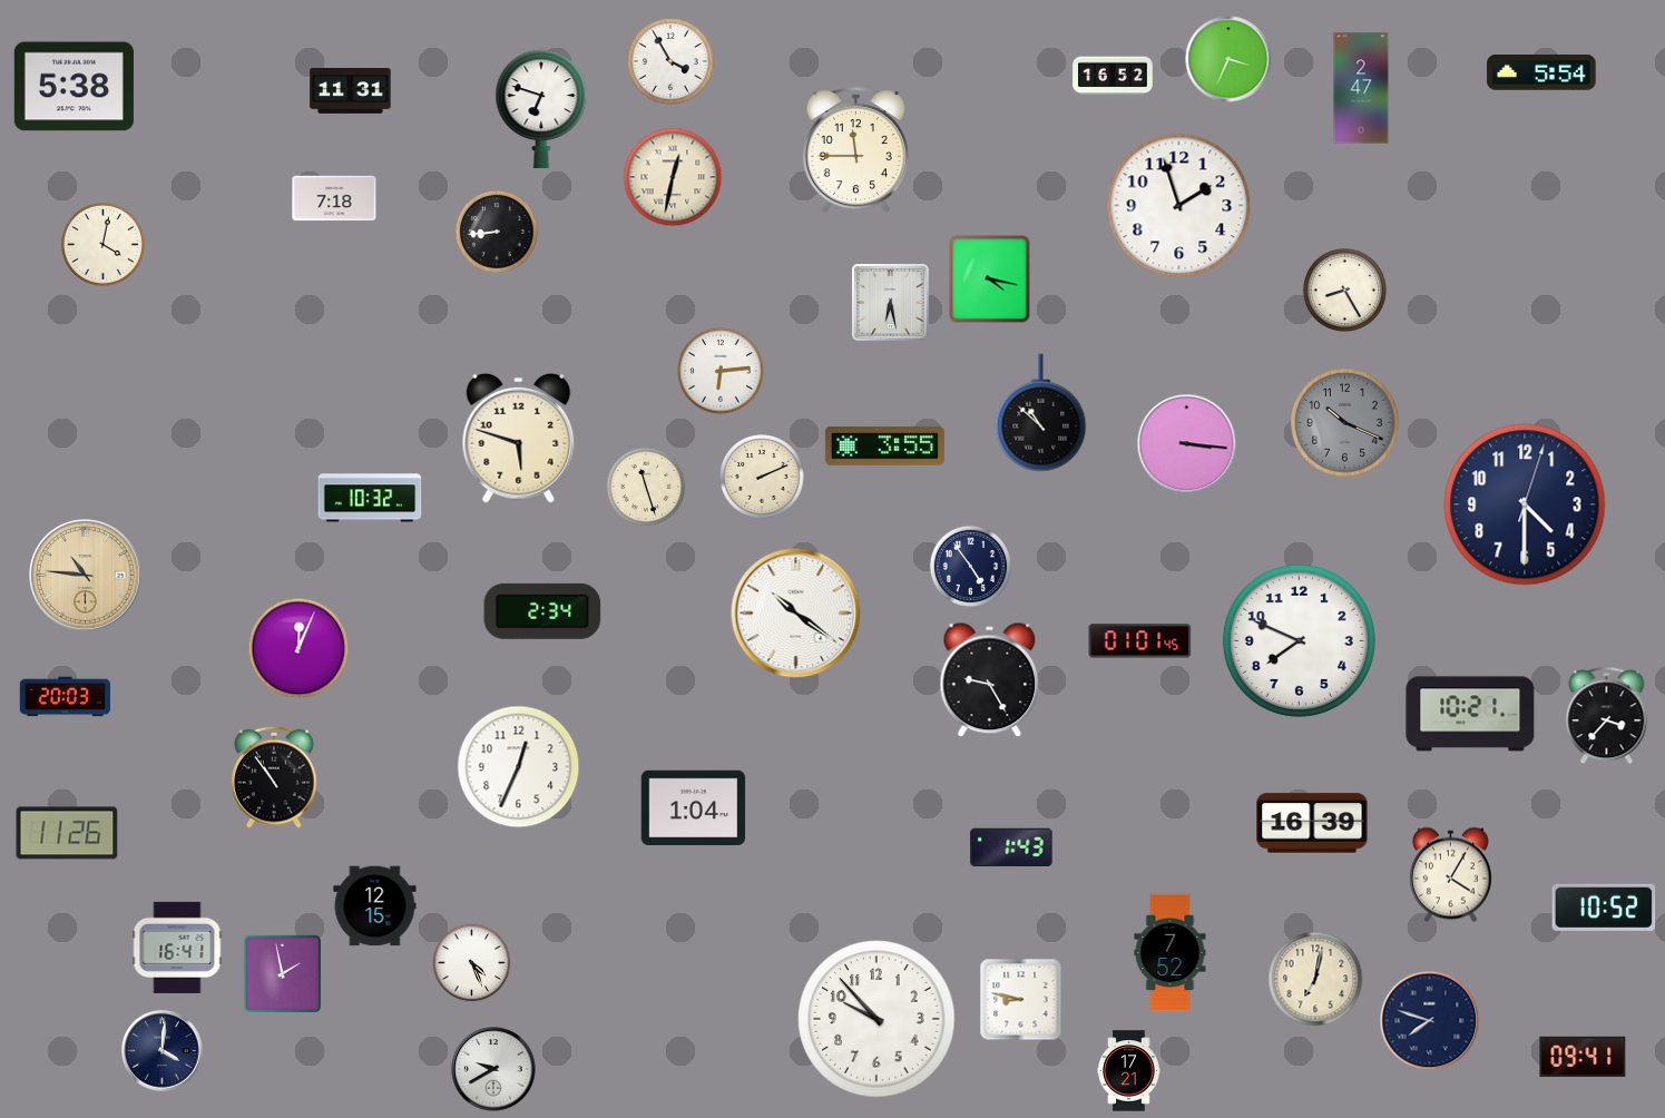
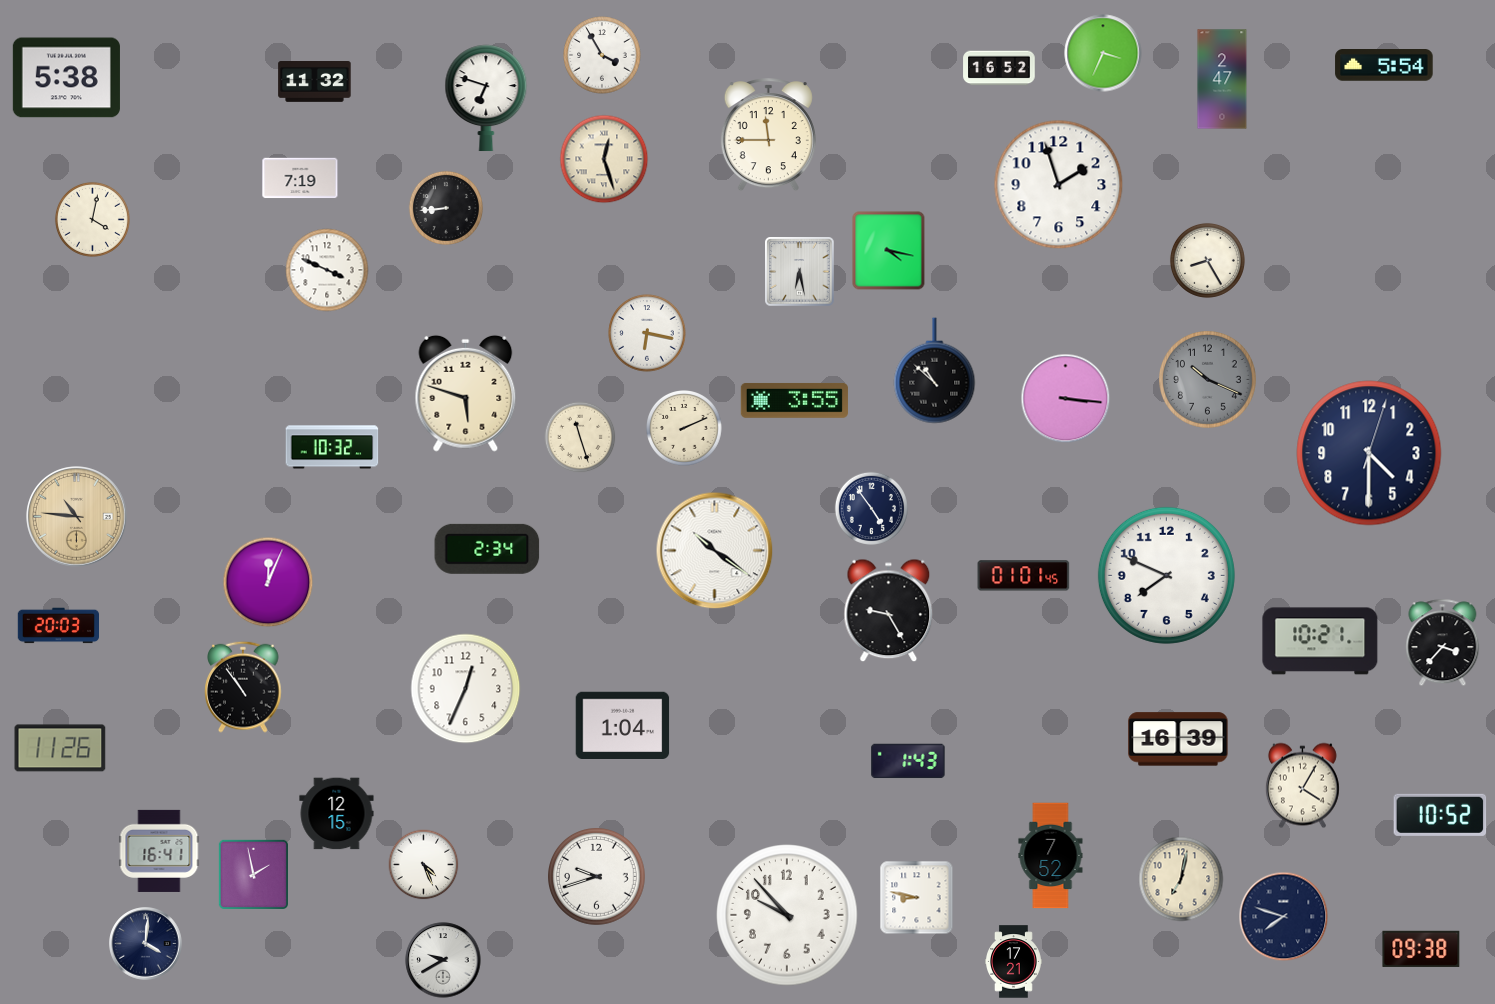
clock at (351, 91): 11:31 -> 11:32
clock at (673, 177): 12:32 -> 12:27
clock at (334, 198): 7:18 -> 7:19
clock at (327, 270): none -> 3:49
clock at (721, 371): 6:14 -> 6:17
clock at (274, 777) position: (274, 777) -> (243, 687)
clock at (597, 877): none -> 9:42
clock at (1583, 1057): 09:41 -> 09:38
